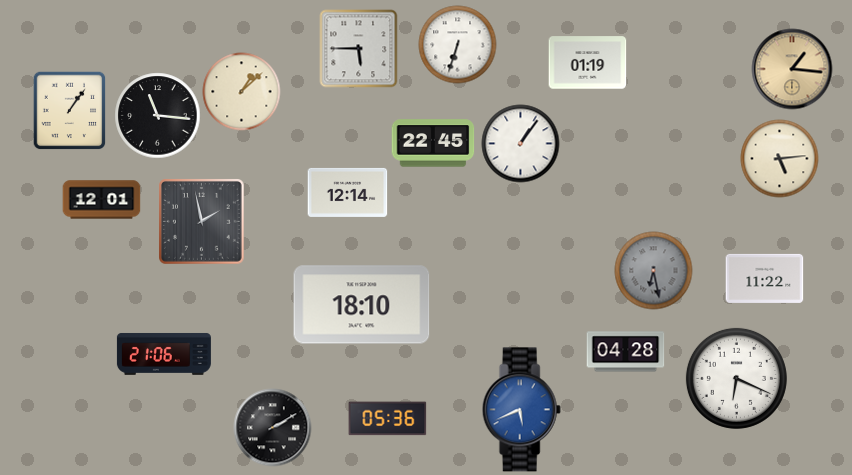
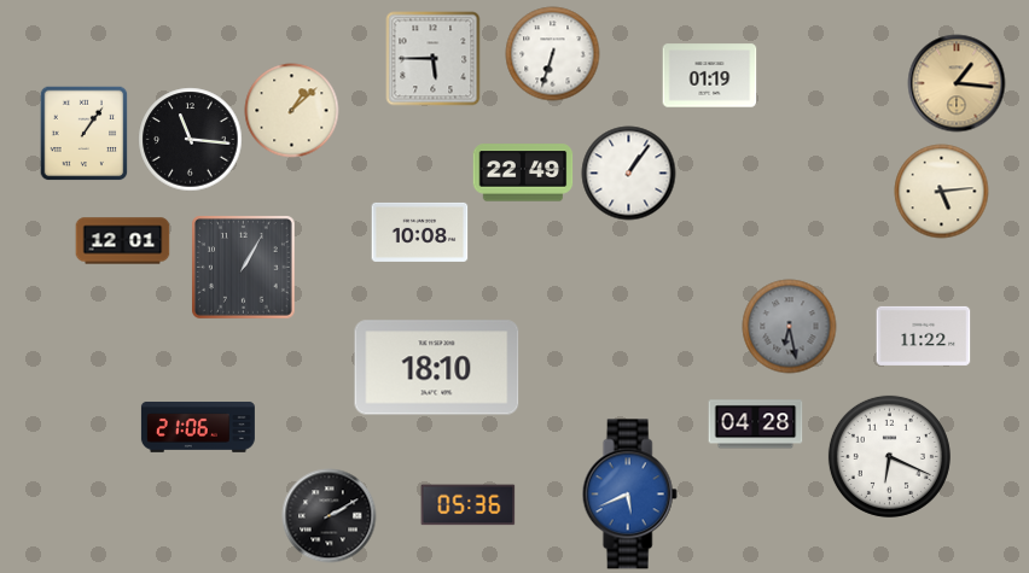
clock at (433, 143): 22:45 -> 22:49
clock at (347, 192): 12:14 -> 10:08
clock at (202, 222): 1:58 -> 1:05
